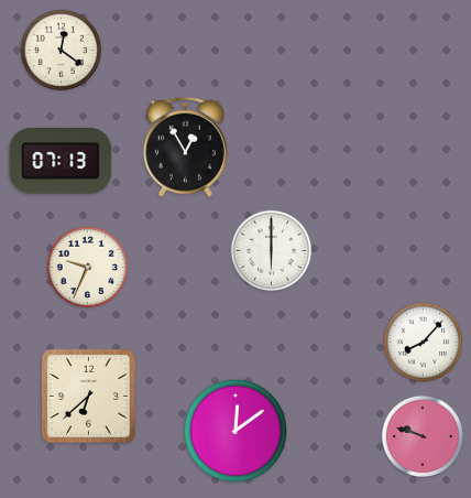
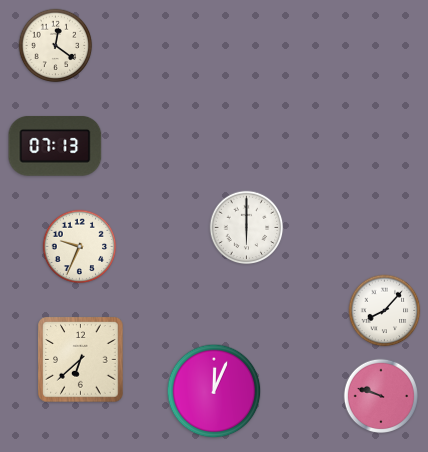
clock at (185, 147): 12:55 -> none
clock at (88, 268) position: (88, 268) -> (80, 247)
clock at (235, 431): 12:09 -> 12:04
clock at (423, 436) position: (423, 436) -> (381, 396)
